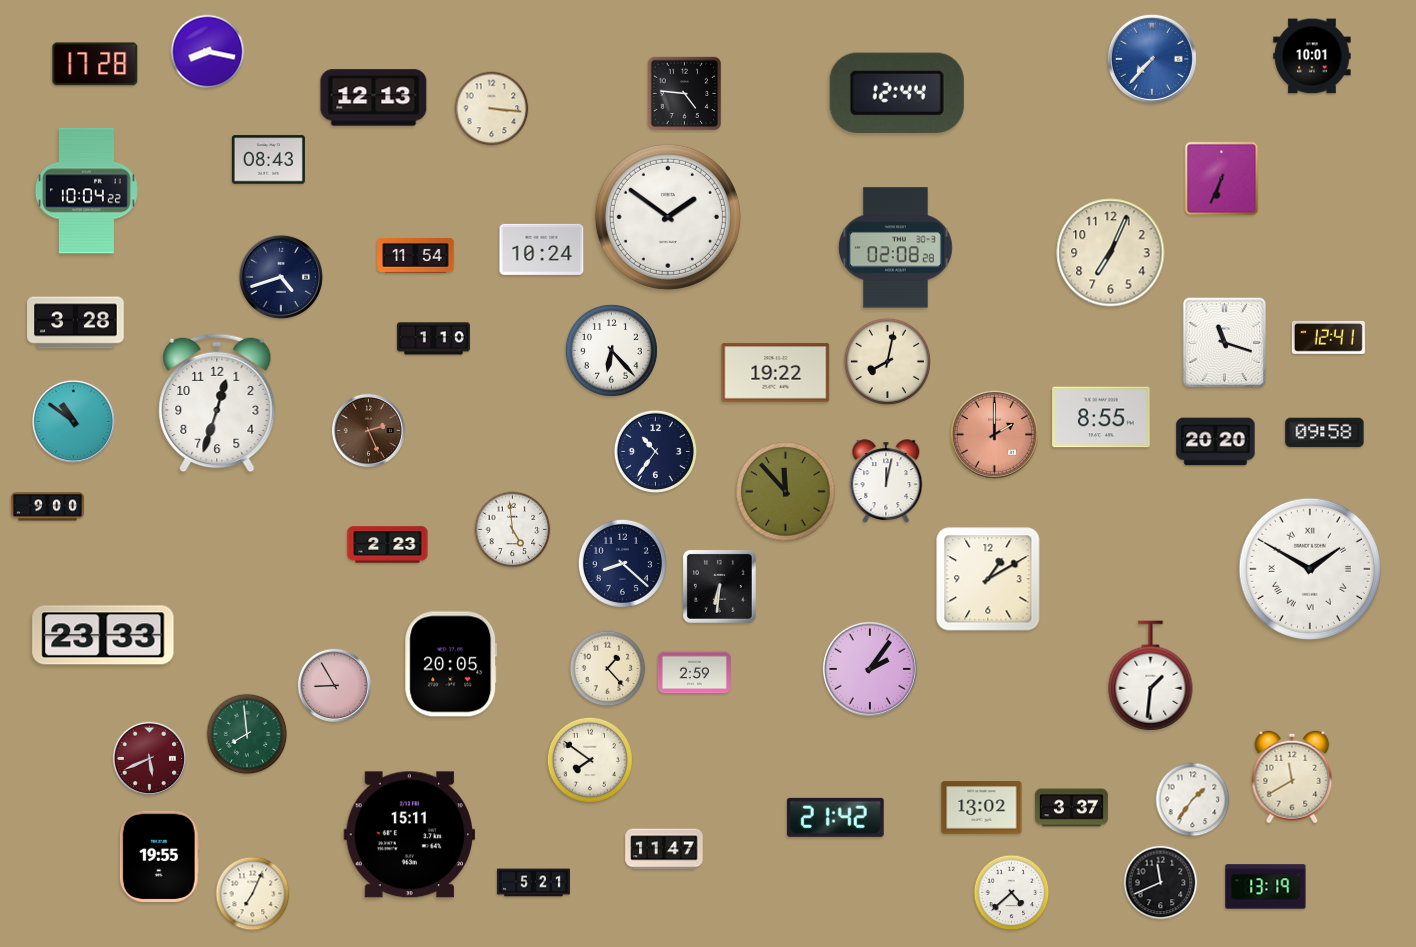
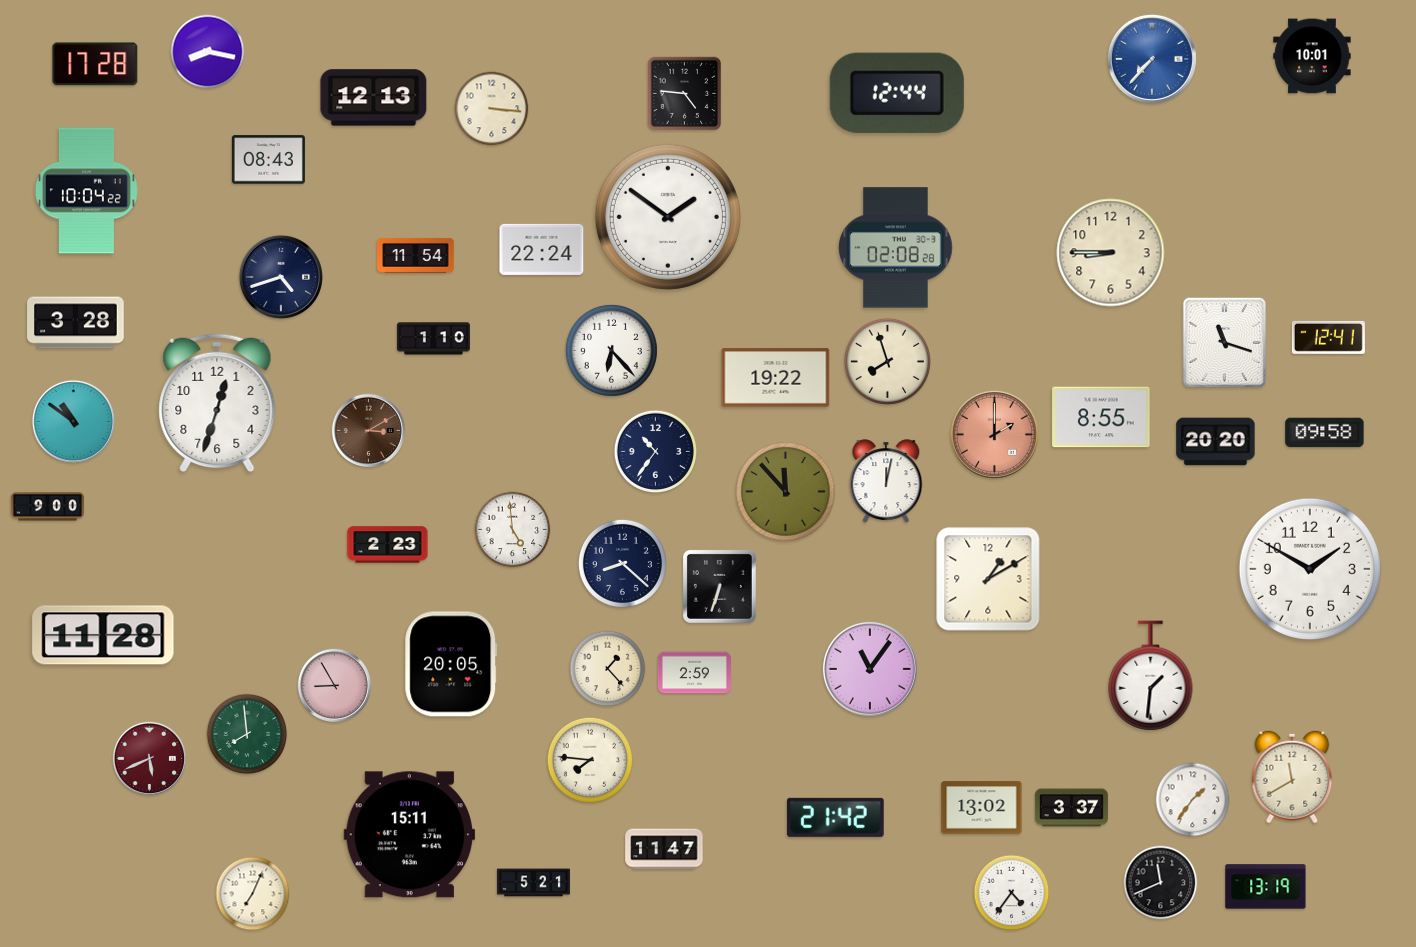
clock at (1222, 179): 6:34 -> none
clock at (542, 249): 10:24 -> 22:24
clock at (1111, 253): 7:04 -> 8:45
clock at (887, 361): 8:02 -> 7:57
clock at (776, 373) position: (776, 373) -> (776, 378)
clock at (368, 430): 2:26 -> 3:10
clock at (1310, 569) numerals: Roman -> Arabic
clock at (719, 586): 6:31 -> 6:33
clock at (103, 635): 23:33 -> 11:28
clock at (870, 669): 2:06 -> 11:06
clock at (590, 760): 7:51 -> 7:46
clock at (159, 856): 19:55 -> none
clock at (1012, 893): 4:38 -> 4:36
